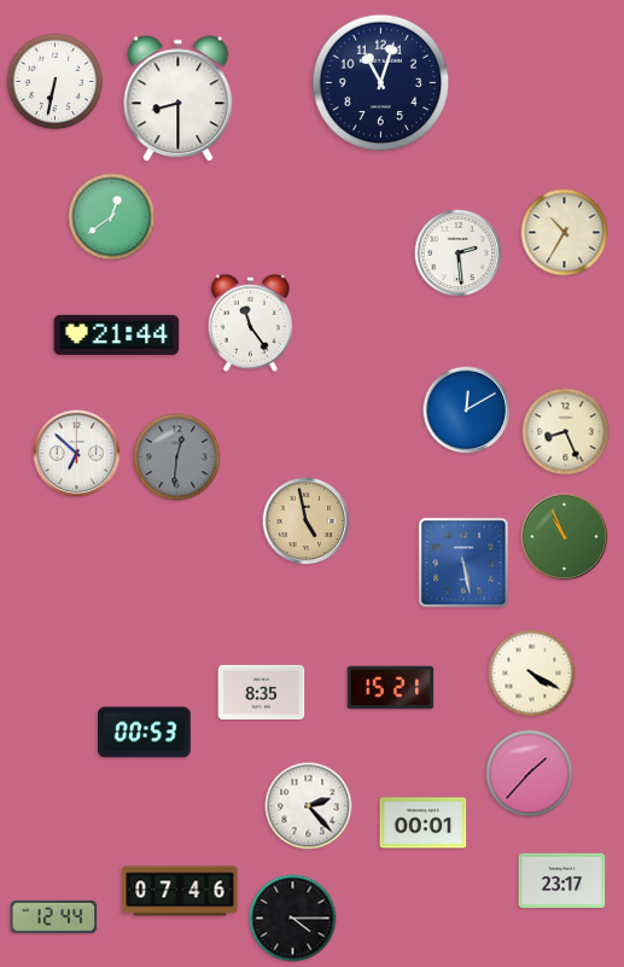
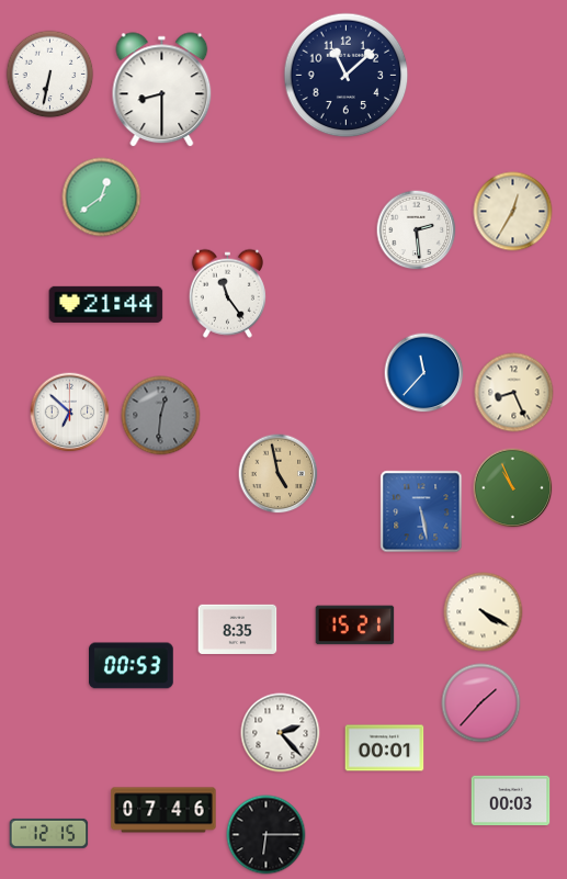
clock at (381, 83): 11:03 -> 11:08
clock at (565, 233): 10:35 -> 12:35
clock at (467, 410): 12:10 -> 11:37
clock at (562, 881): 23:17 -> 00:03
clock at (54, 916): 12:44 -> 12:15
clock at (293, 919): 4:15 -> 6:15
